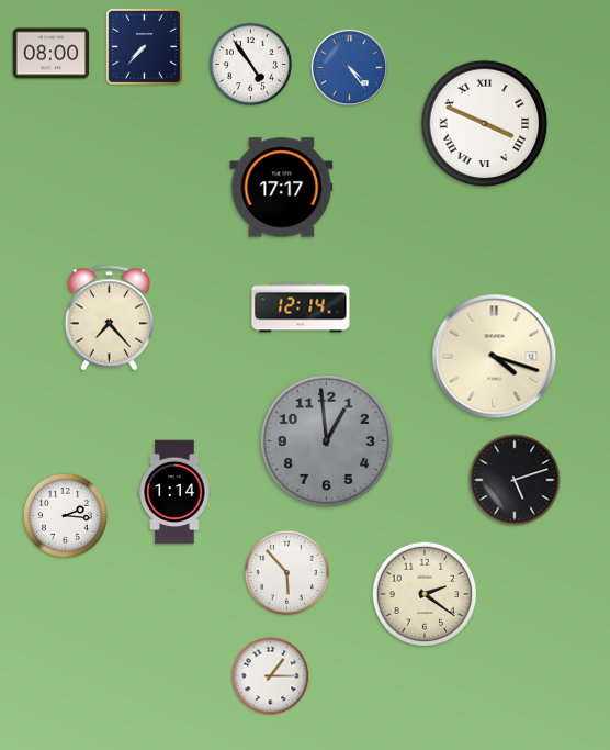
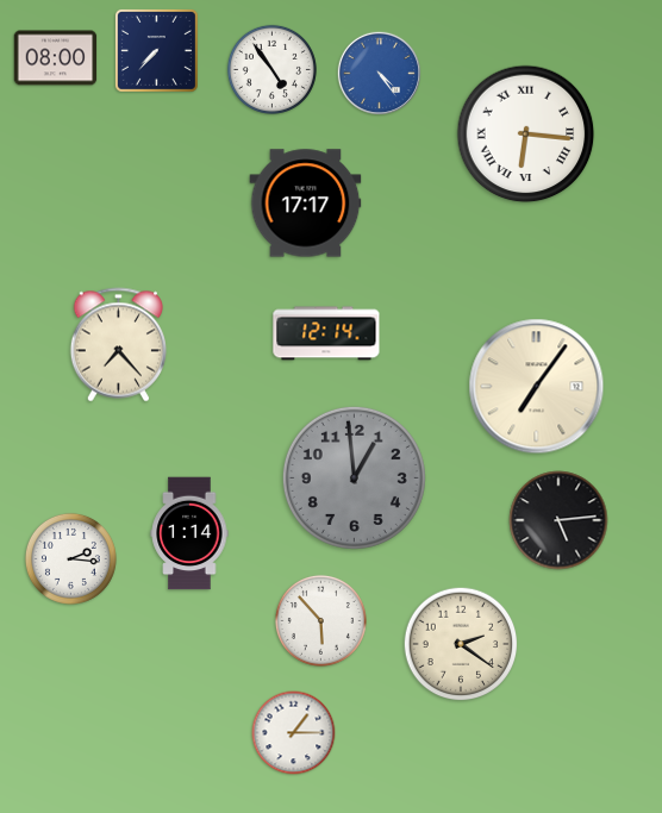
clock at (485, 124): 3:49 -> 6:16
clock at (495, 357): 4:18 -> 7:06
clock at (515, 480): 5:12 -> 5:14
clock at (286, 572) position: (286, 572) -> (320, 620)
